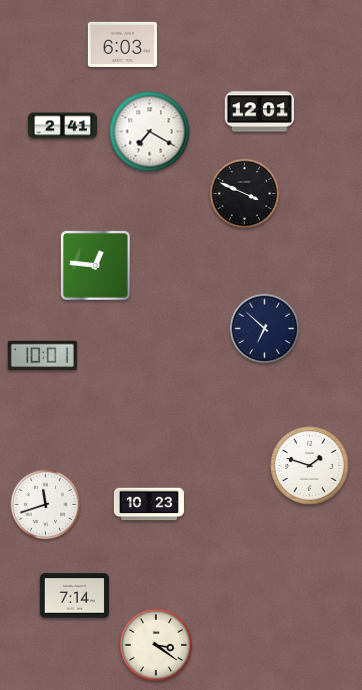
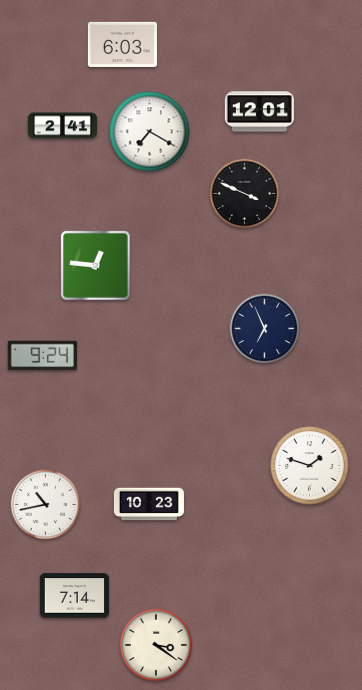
clock at (265, 329): 6:52 -> 6:56
clock at (42, 356): 10:01 -> 9:24
clock at (46, 505): 11:42 -> 10:43
